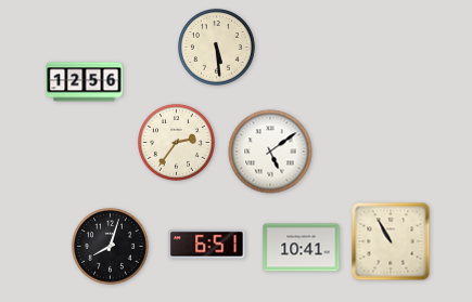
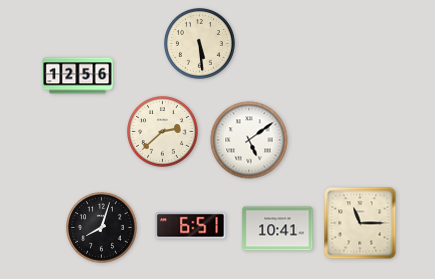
clock at (177, 143): 2:36 -> 2:38
clock at (391, 241): 10:55 -> 11:15
